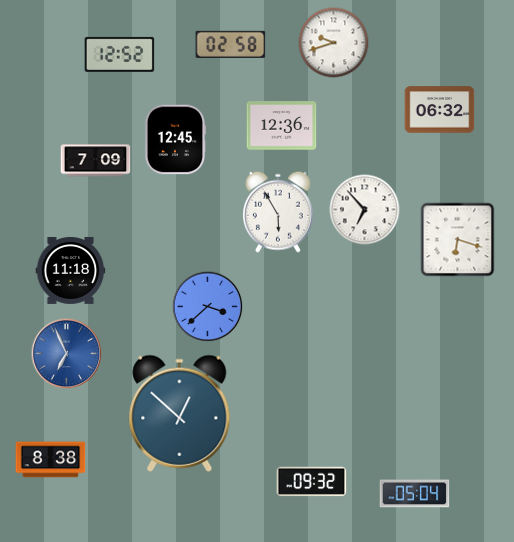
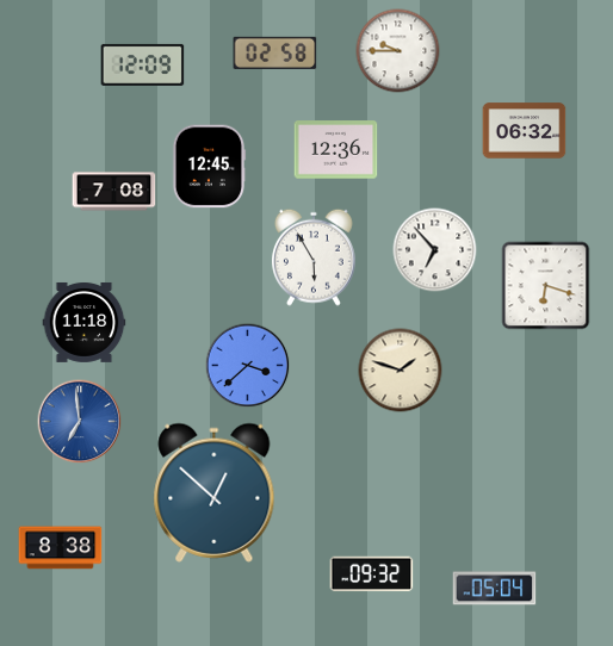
clock at (334, 43): 9:42 -> 9:45
clock at (120, 54): 12:52 -> 12:09
clock at (96, 161): 7:09 -> 7:08
clock at (278, 212) position: (278, 212) -> (314, 257)
clock at (401, 371): none -> 1:48
clock at (67, 354): 6:56 -> 6:59
